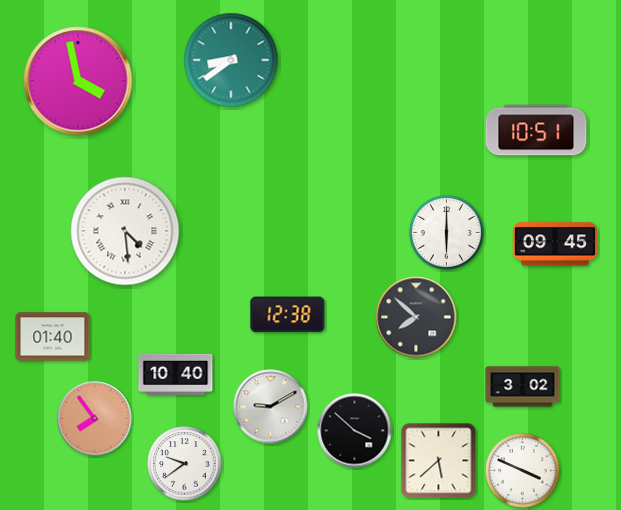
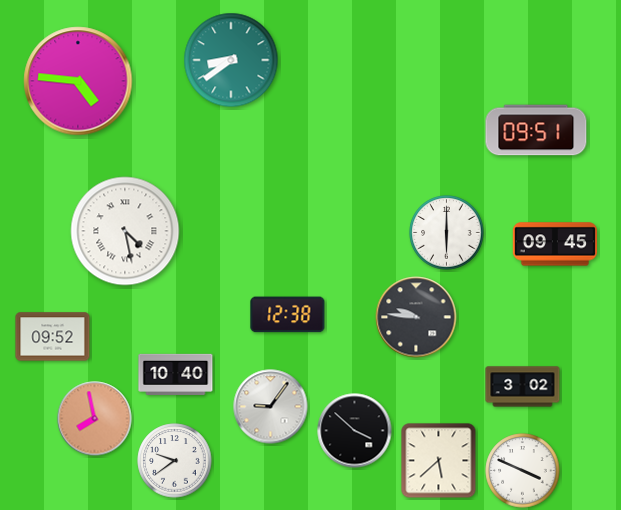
clock at (78, 81): 3:58 -> 4:46
clock at (536, 130): 10:51 -> 09:51
clock at (125, 231): 4:29 -> 4:28
clock at (416, 317): 7:52 -> 9:46
clock at (53, 337): 01:40 -> 09:52
clock at (271, 407): 9:10 -> 9:06
clock at (95, 419): 7:54 -> 7:58
clock at (185, 464) position: (185, 464) -> (175, 461)
